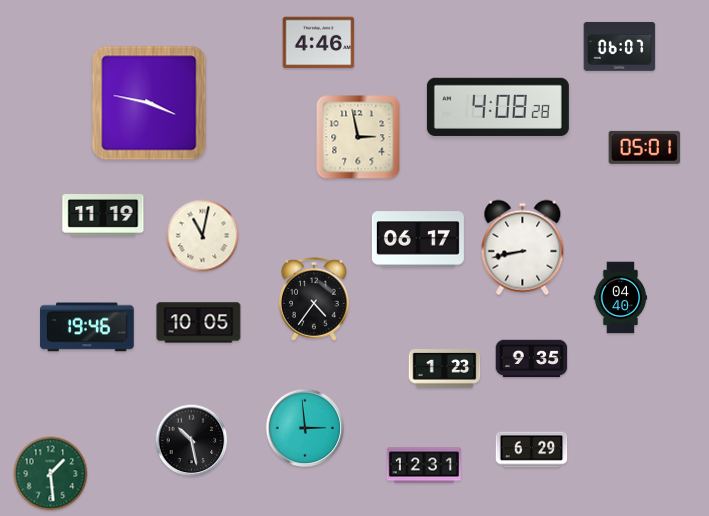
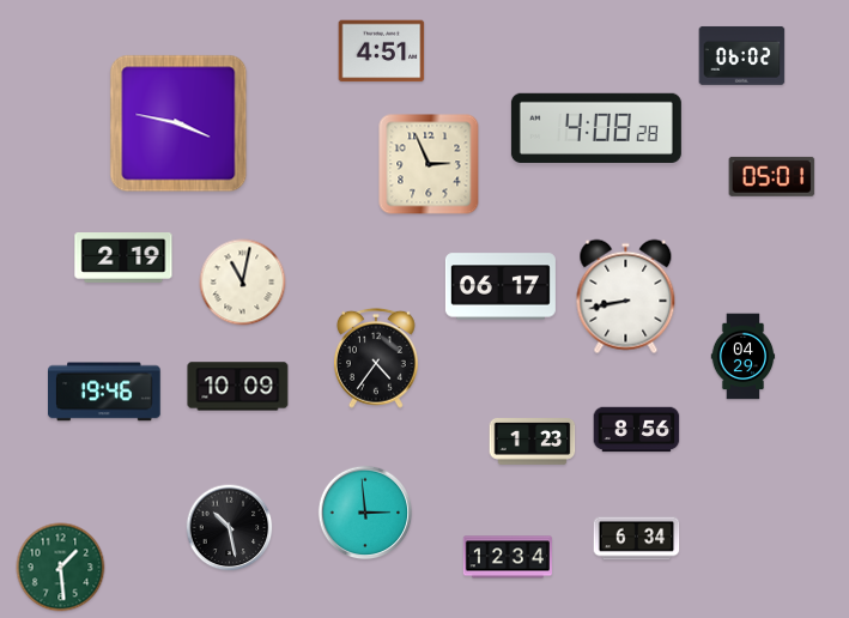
clock at (319, 43): 4:46 -> 4:51
clock at (620, 47): 06:07 -> 06:02
clock at (358, 137): 2:58 -> 2:56
clock at (103, 216): 11:19 -> 2:19
clock at (621, 298): 04:40 -> 04:29
clock at (199, 323): 10:05 -> 10:09
clock at (532, 359): 9:35 -> 8:56
clock at (532, 450): 6:29 -> 6:34
clock at (424, 465): 12:31 -> 12:34
